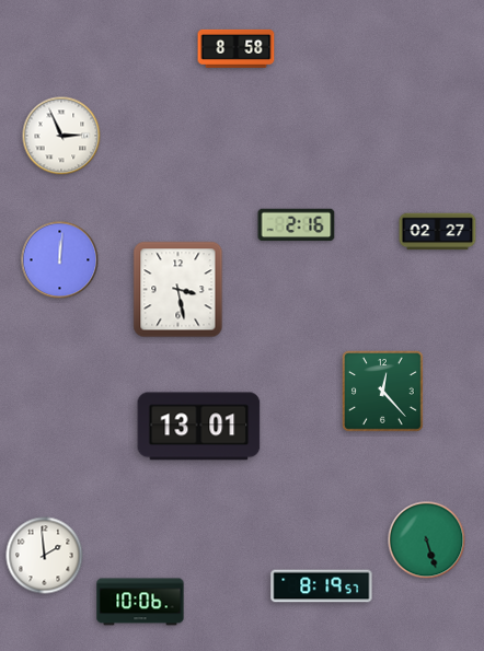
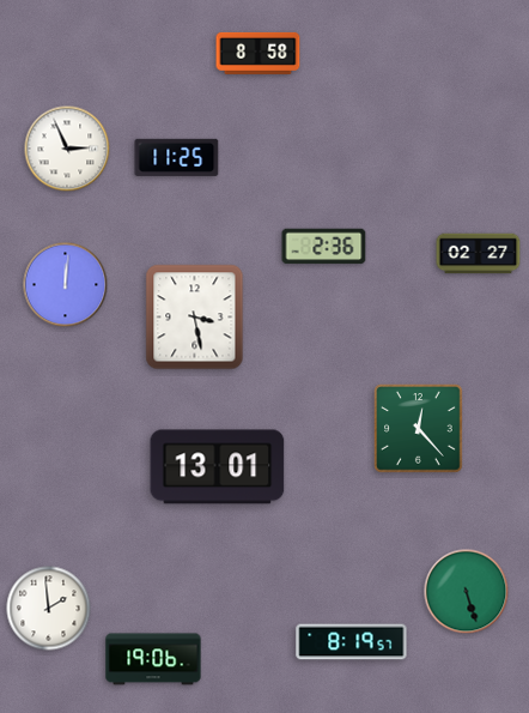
clock at (177, 157): none -> 11:25
clock at (297, 225): 2:16 -> 2:36
clock at (140, 602): 10:06 -> 19:06
